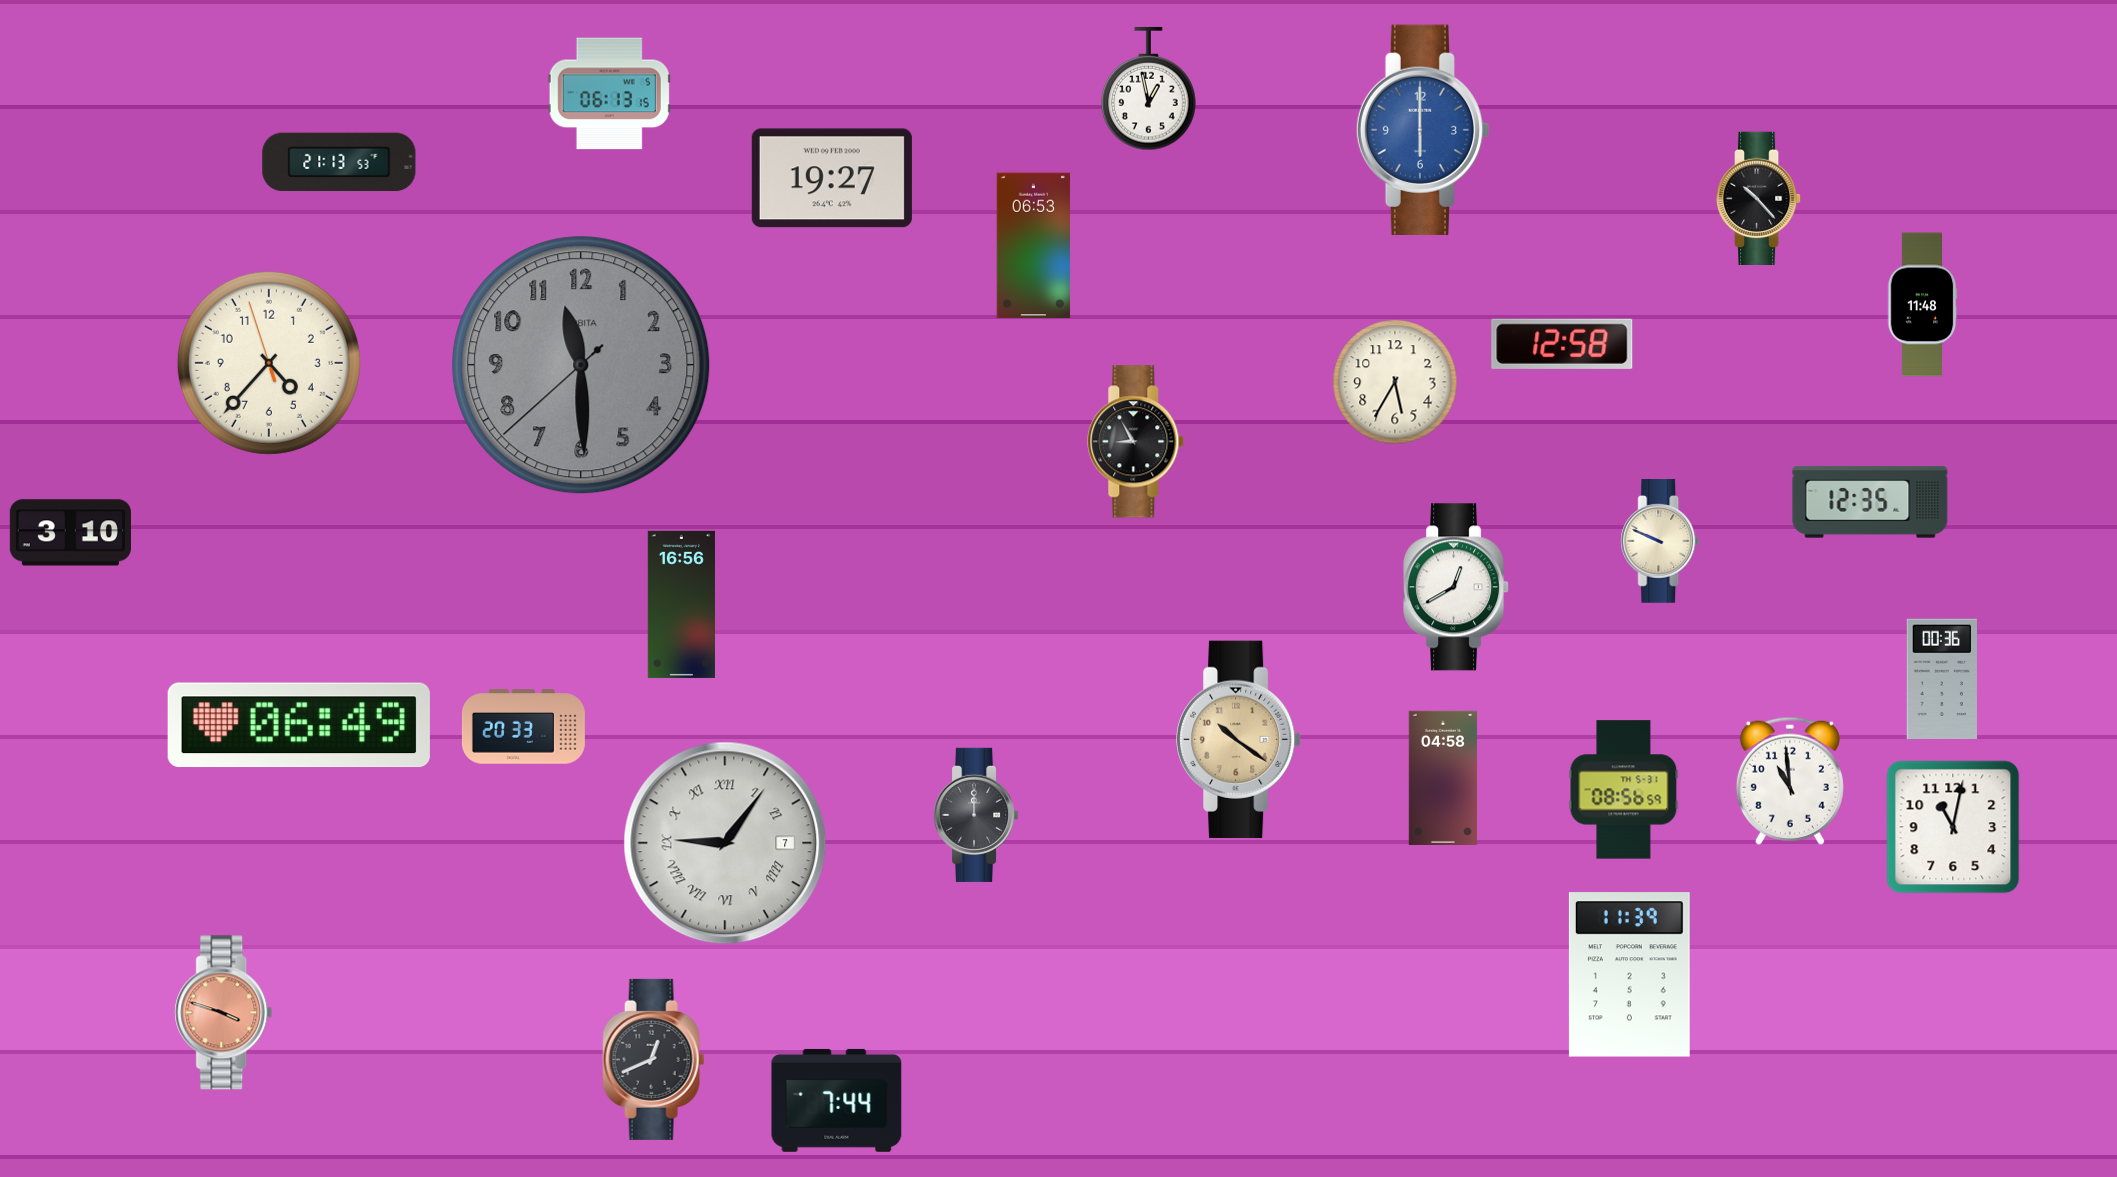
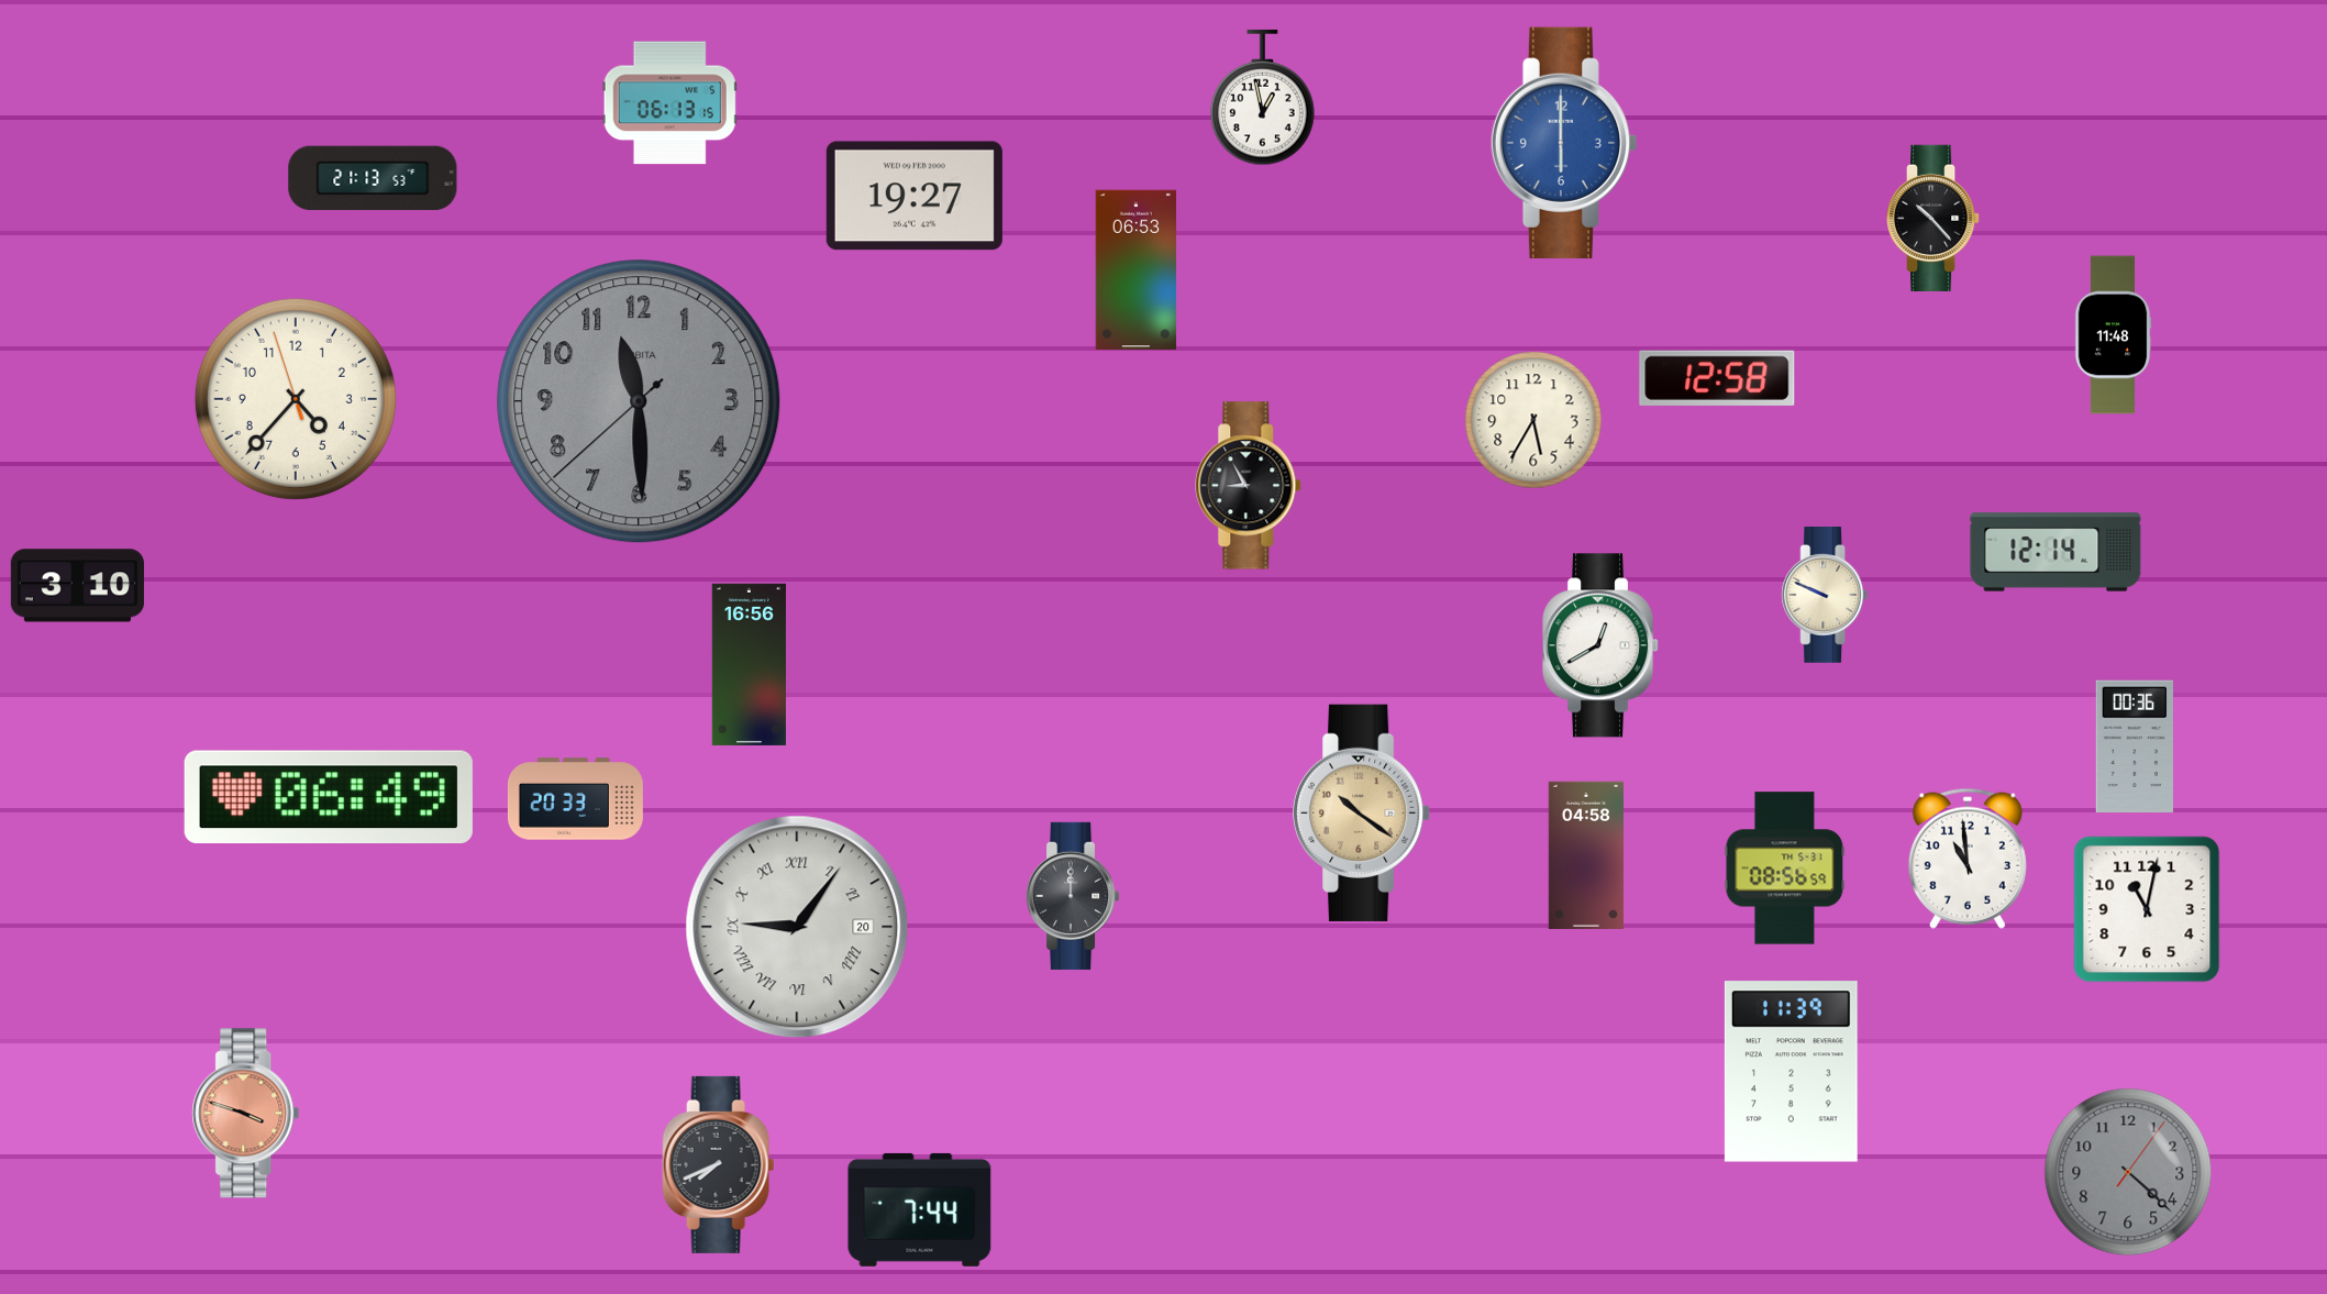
clock at (1870, 502): 12:35 -> 12:14
clock at (725, 843) date: 7 -> 20
clock at (654, 1059): 12:41 -> 7:41
clock at (2128, 1172): none -> 4:22
